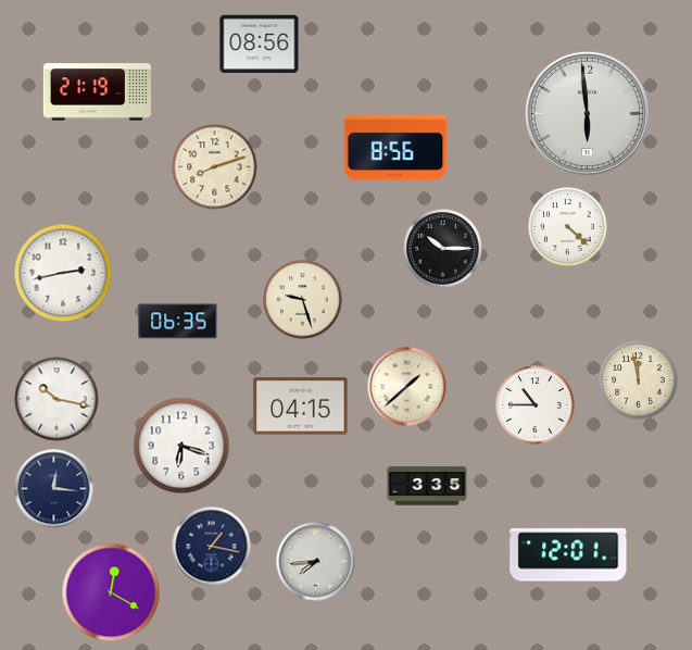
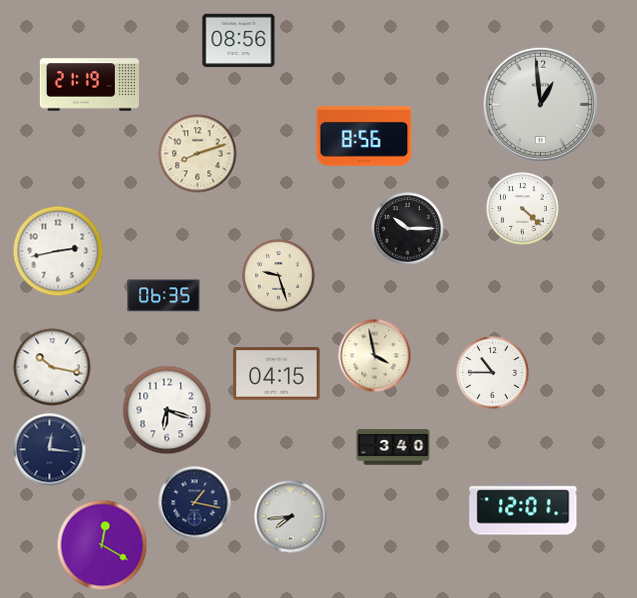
clock at (587, 113): 5:59 -> 12:59
clock at (639, 380): 11:58 -> none
clock at (407, 387): 1:38 -> 3:58
clock at (427, 486): 3:35 -> 3:40
